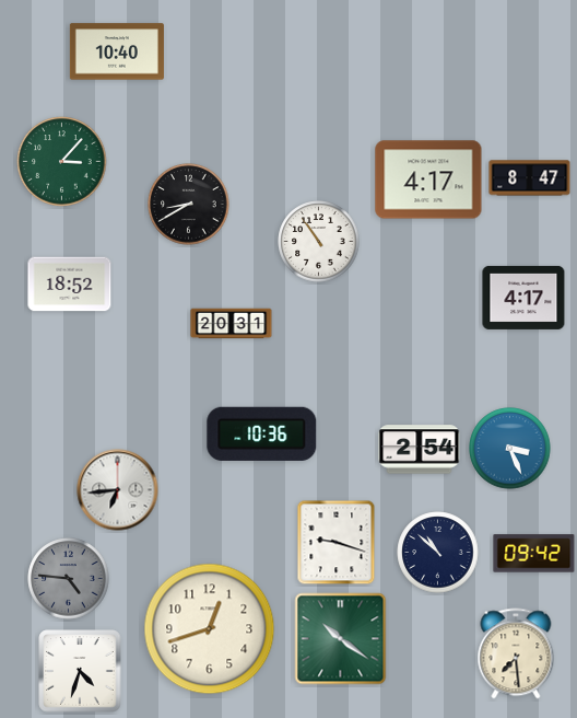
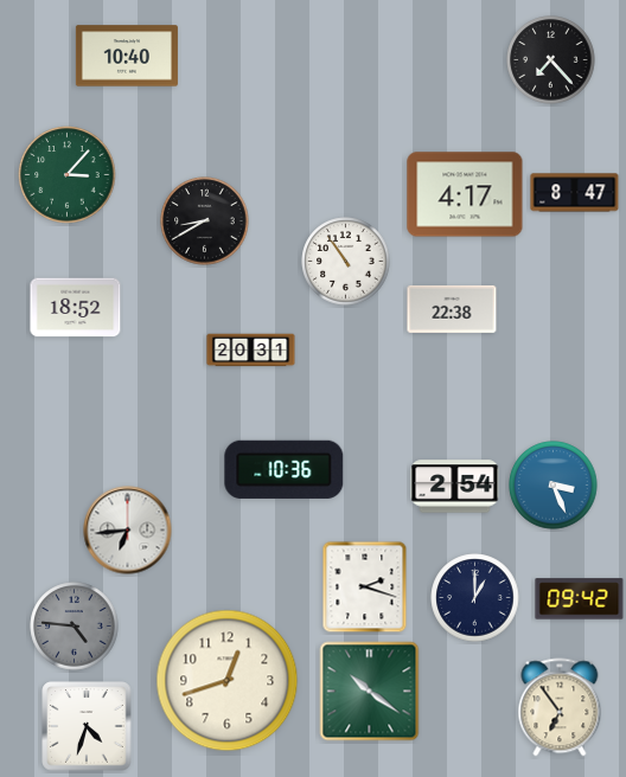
clock at (551, 60): none -> 7:23
clock at (452, 309): none -> 22:38
clock at (523, 298): 4:17 -> none
clock at (337, 543): 9:18 -> 2:18
clock at (438, 553): 10:52 -> 1:00
clock at (516, 653): 7:29 -> 6:54
